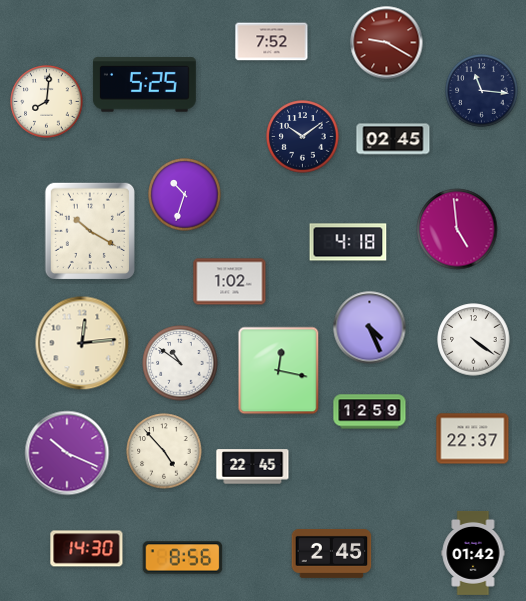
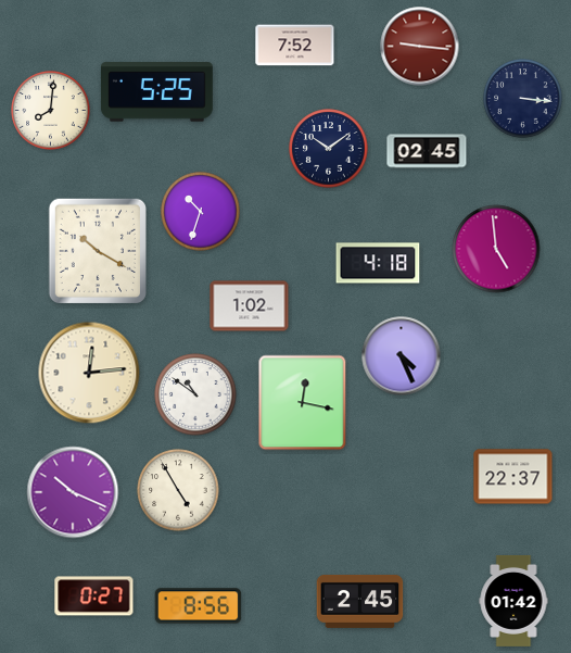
clock at (387, 43): 9:20 -> 9:16
clock at (482, 91): 11:16 -> 3:16
clock at (474, 340): 4:21 -> none
clock at (370, 412): 12:59 -> none
clock at (164, 451): 4:53 -> 4:55
clock at (253, 467): 22:45 -> none
clock at (87, 549): 14:30 -> 0:27
